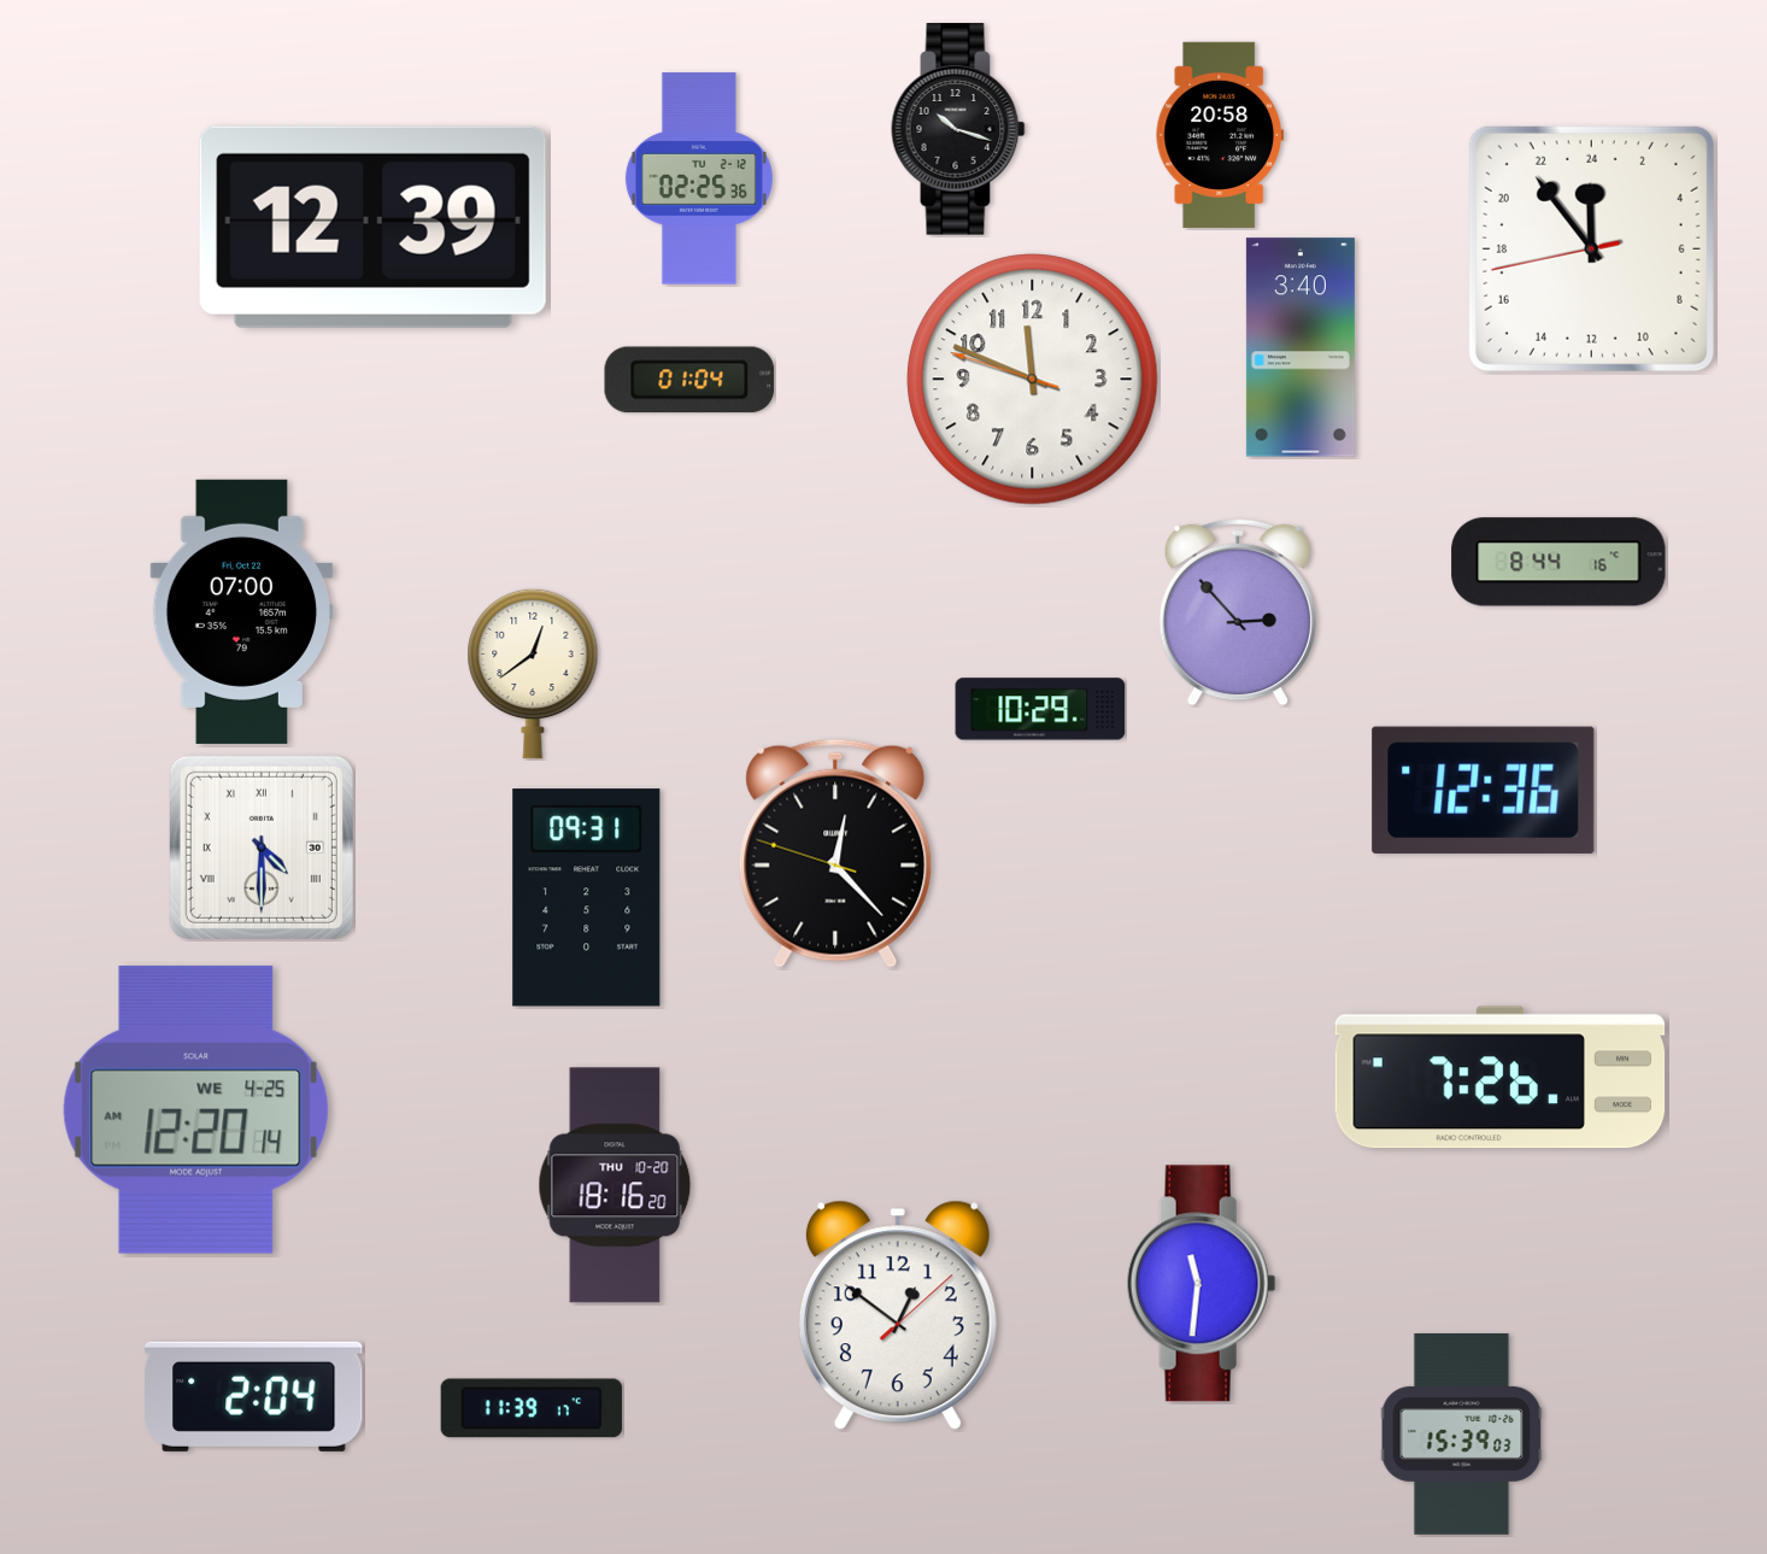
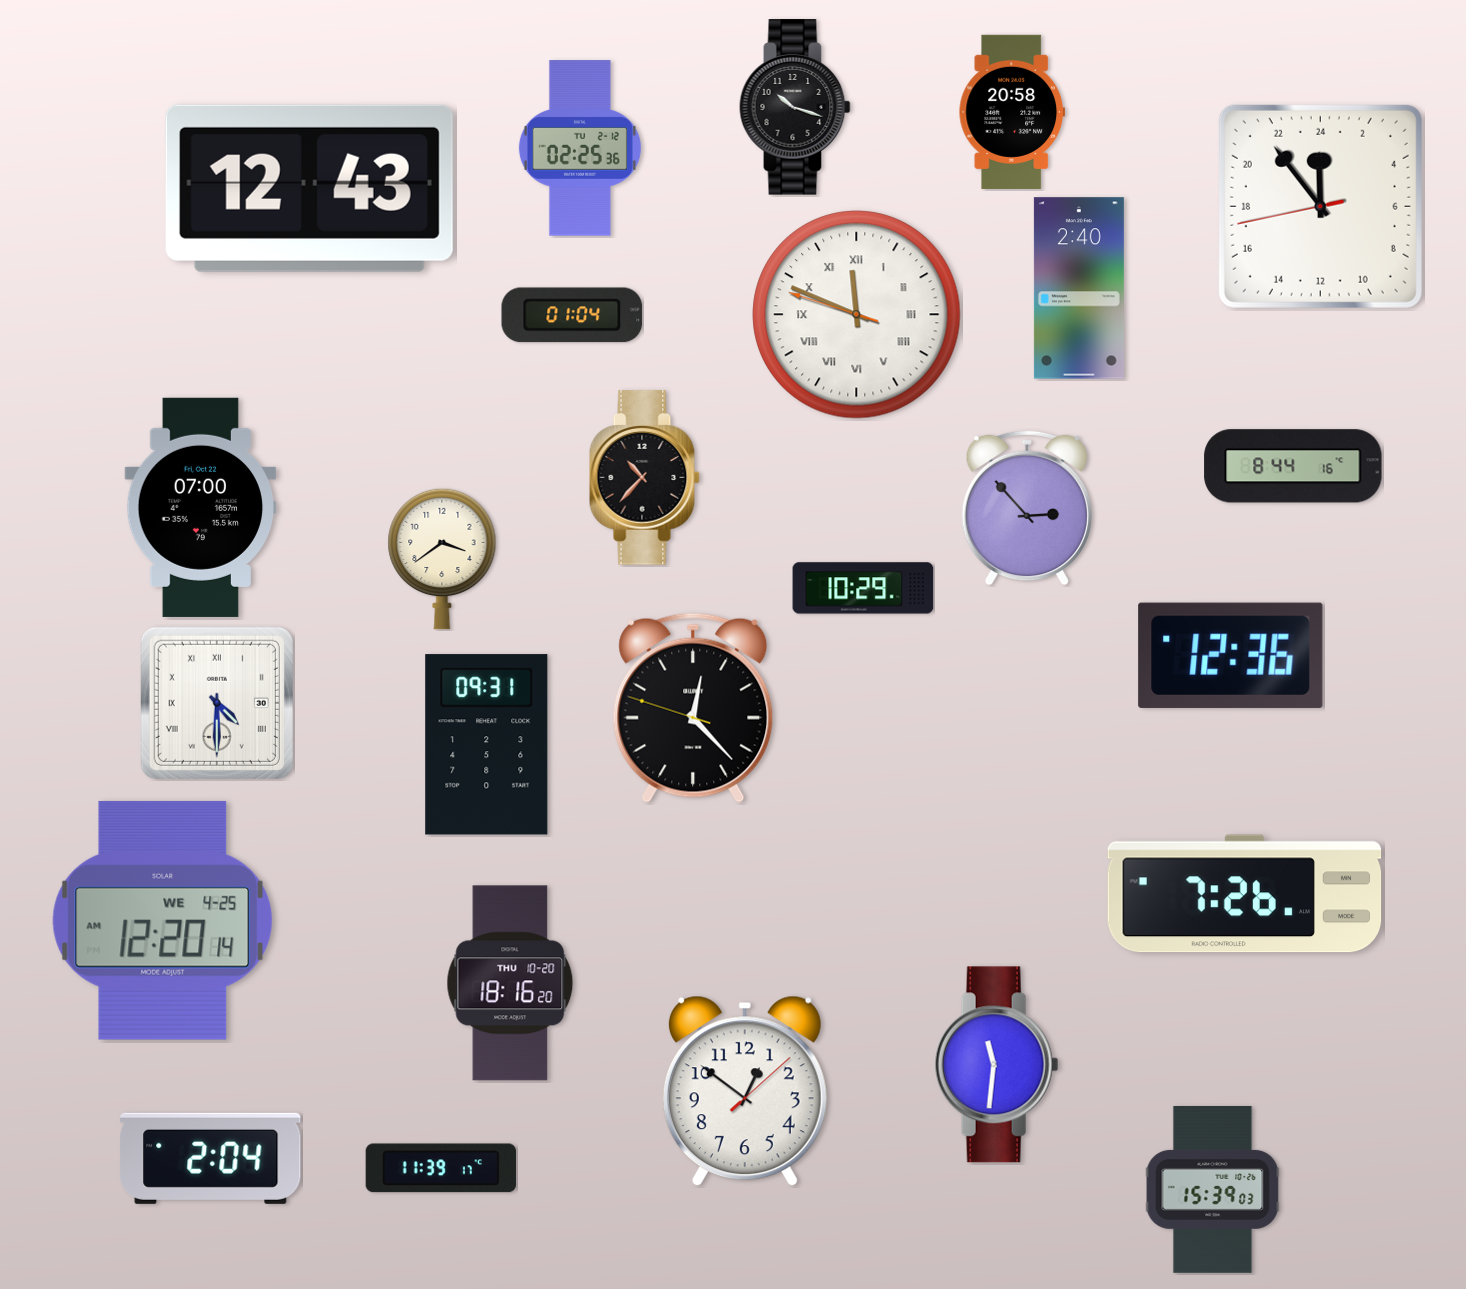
clock at (372, 227): 12:39 -> 12:43
clock at (1301, 347): 3:40 -> 2:40
clock at (1033, 380) numerals: Arabic -> Roman
clock at (644, 478): none -> 10:37
clock at (533, 674): 12:39 -> 3:39
